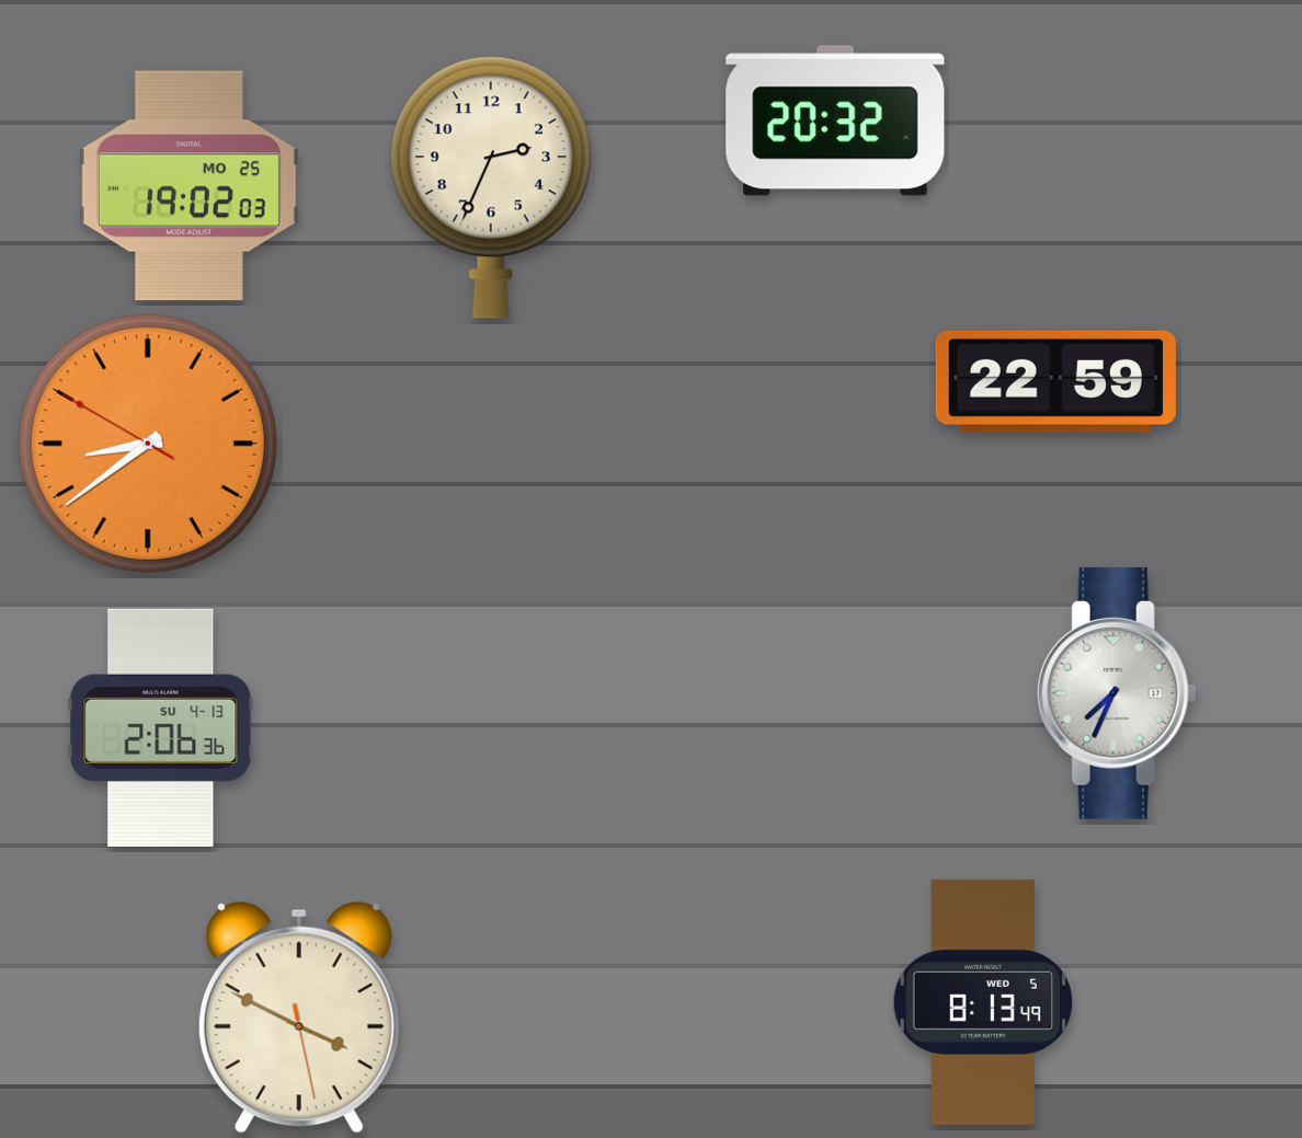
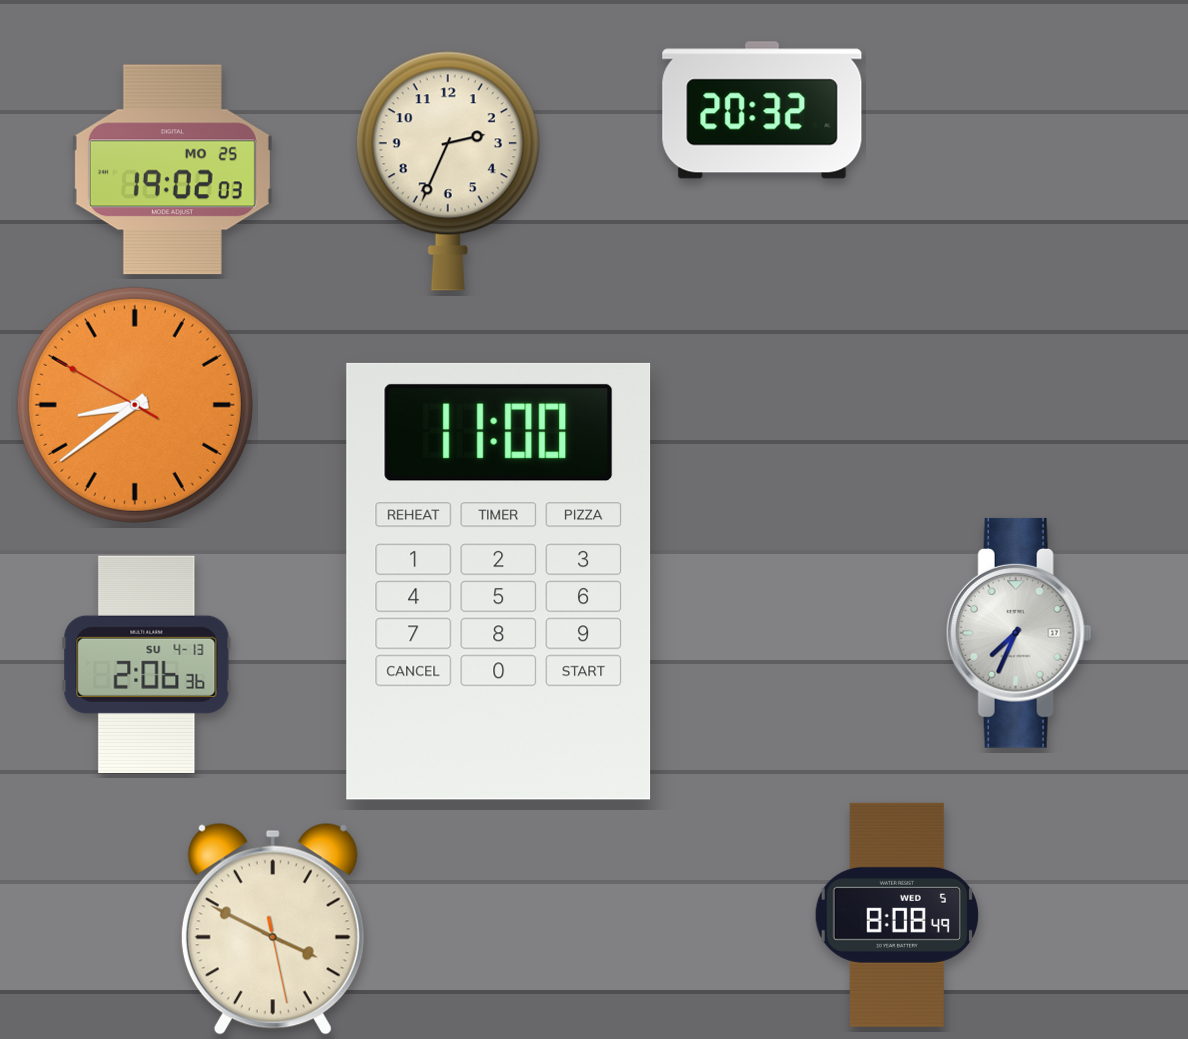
clock at (1055, 381): 22:59 -> none
clock at (499, 581): none -> 11:00
clock at (983, 1002): 8:13 -> 8:08
